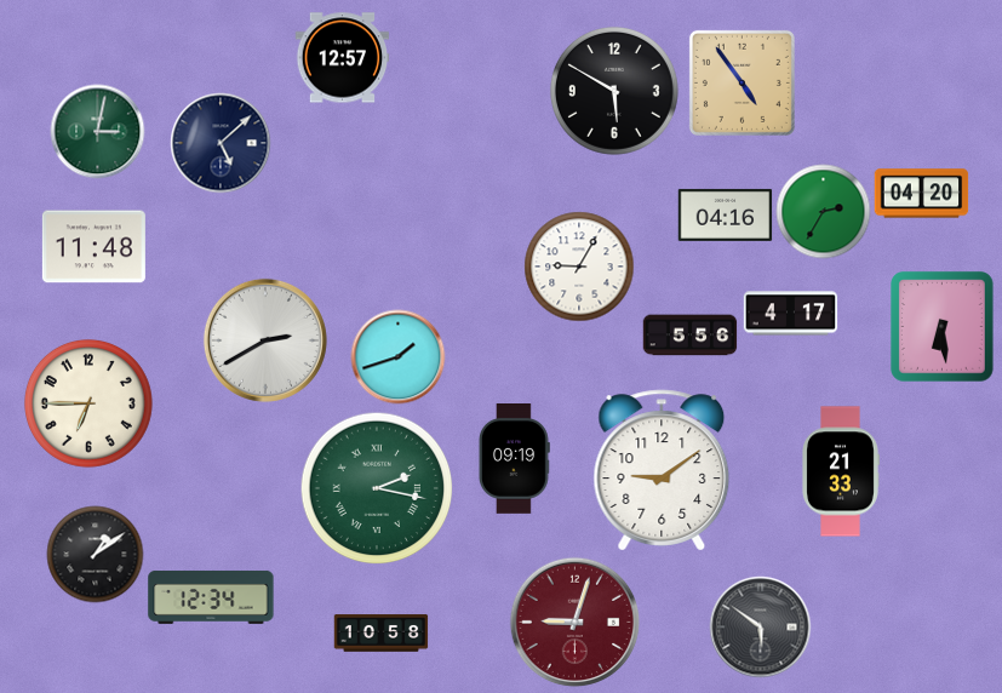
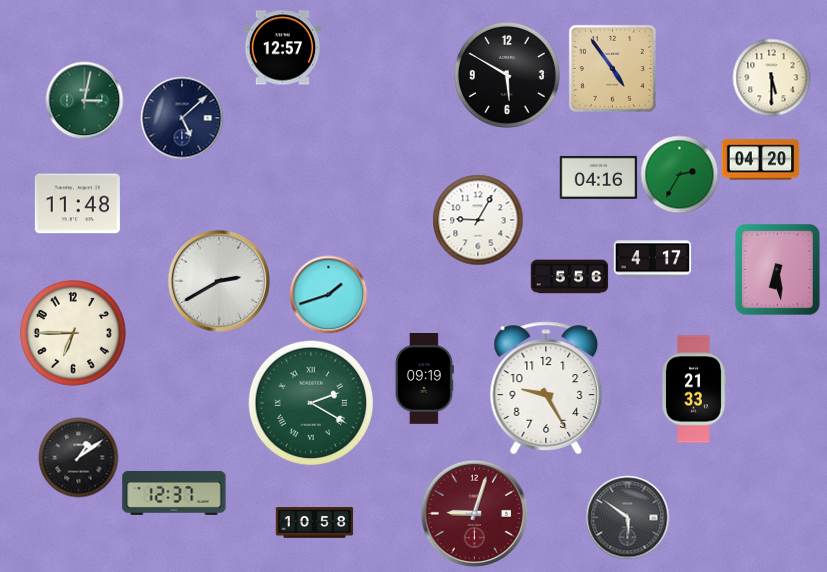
clock at (771, 77): none -> 5:30
clock at (97, 131) position: (97, 131) -> (84, 100)
clock at (662, 470): 9:09 -> 9:25
clock at (377, 488): 2:17 -> 2:20
clock at (211, 597): 12:34 -> 12:37
